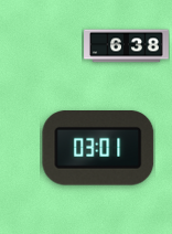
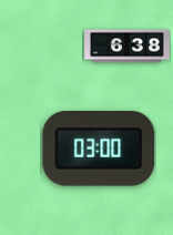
clock at (98, 149): 03:01 -> 03:00
